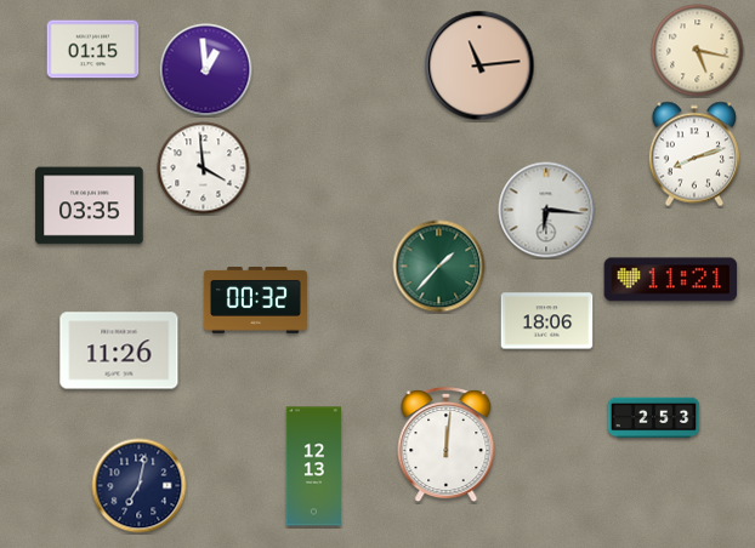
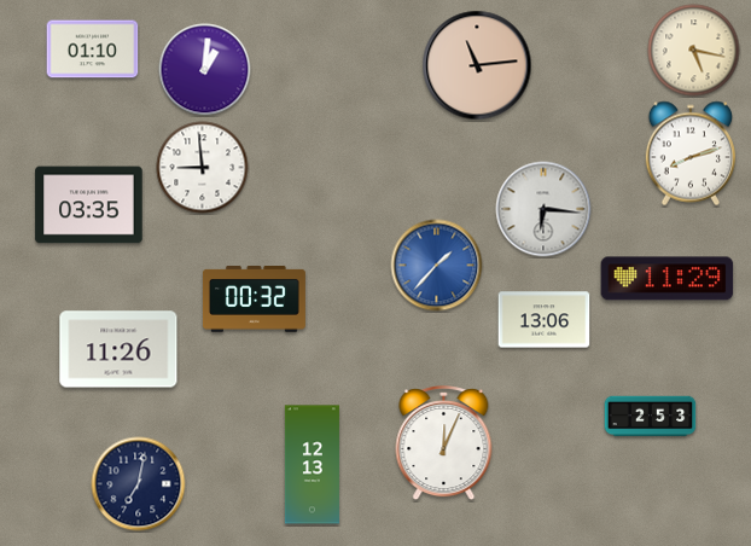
clock at (93, 50): 01:15 -> 01:10
clock at (206, 70): 12:59 -> 1:01
clock at (204, 169): 3:59 -> 8:59
clock at (439, 267) dial: green -> blue
clock at (671, 280): 11:21 -> 11:29
clock at (547, 321): 18:06 -> 13:06
clock at (447, 446): 12:01 -> 12:04
